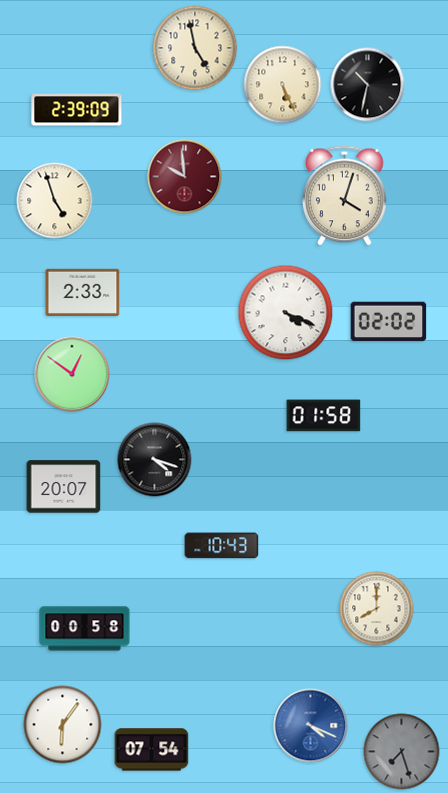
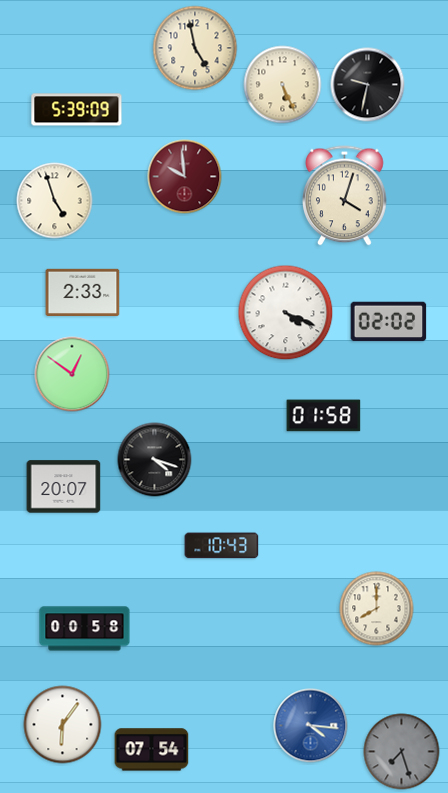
clock at (368, 85): 10:32 -> 9:32
clock at (77, 110): 2:39 -> 5:39
clock at (311, 726): 4:19 -> 4:16
